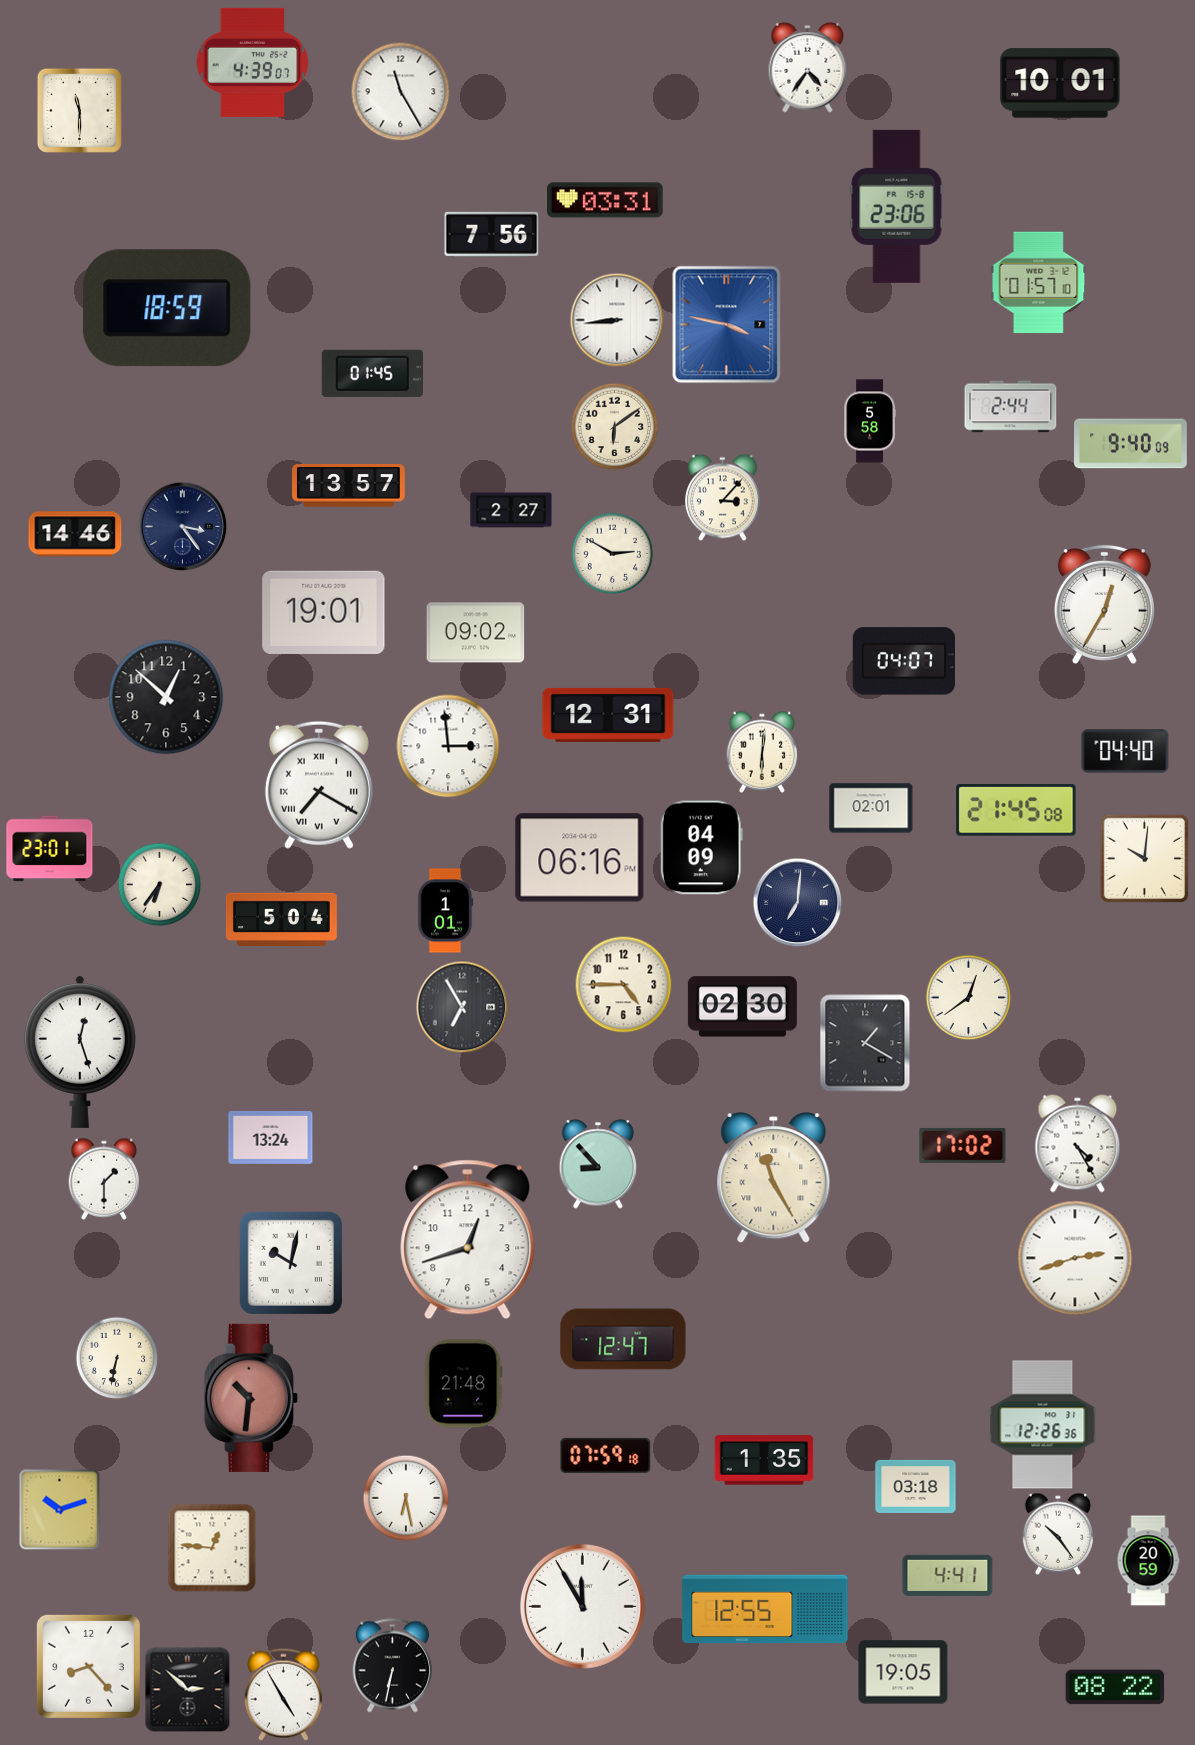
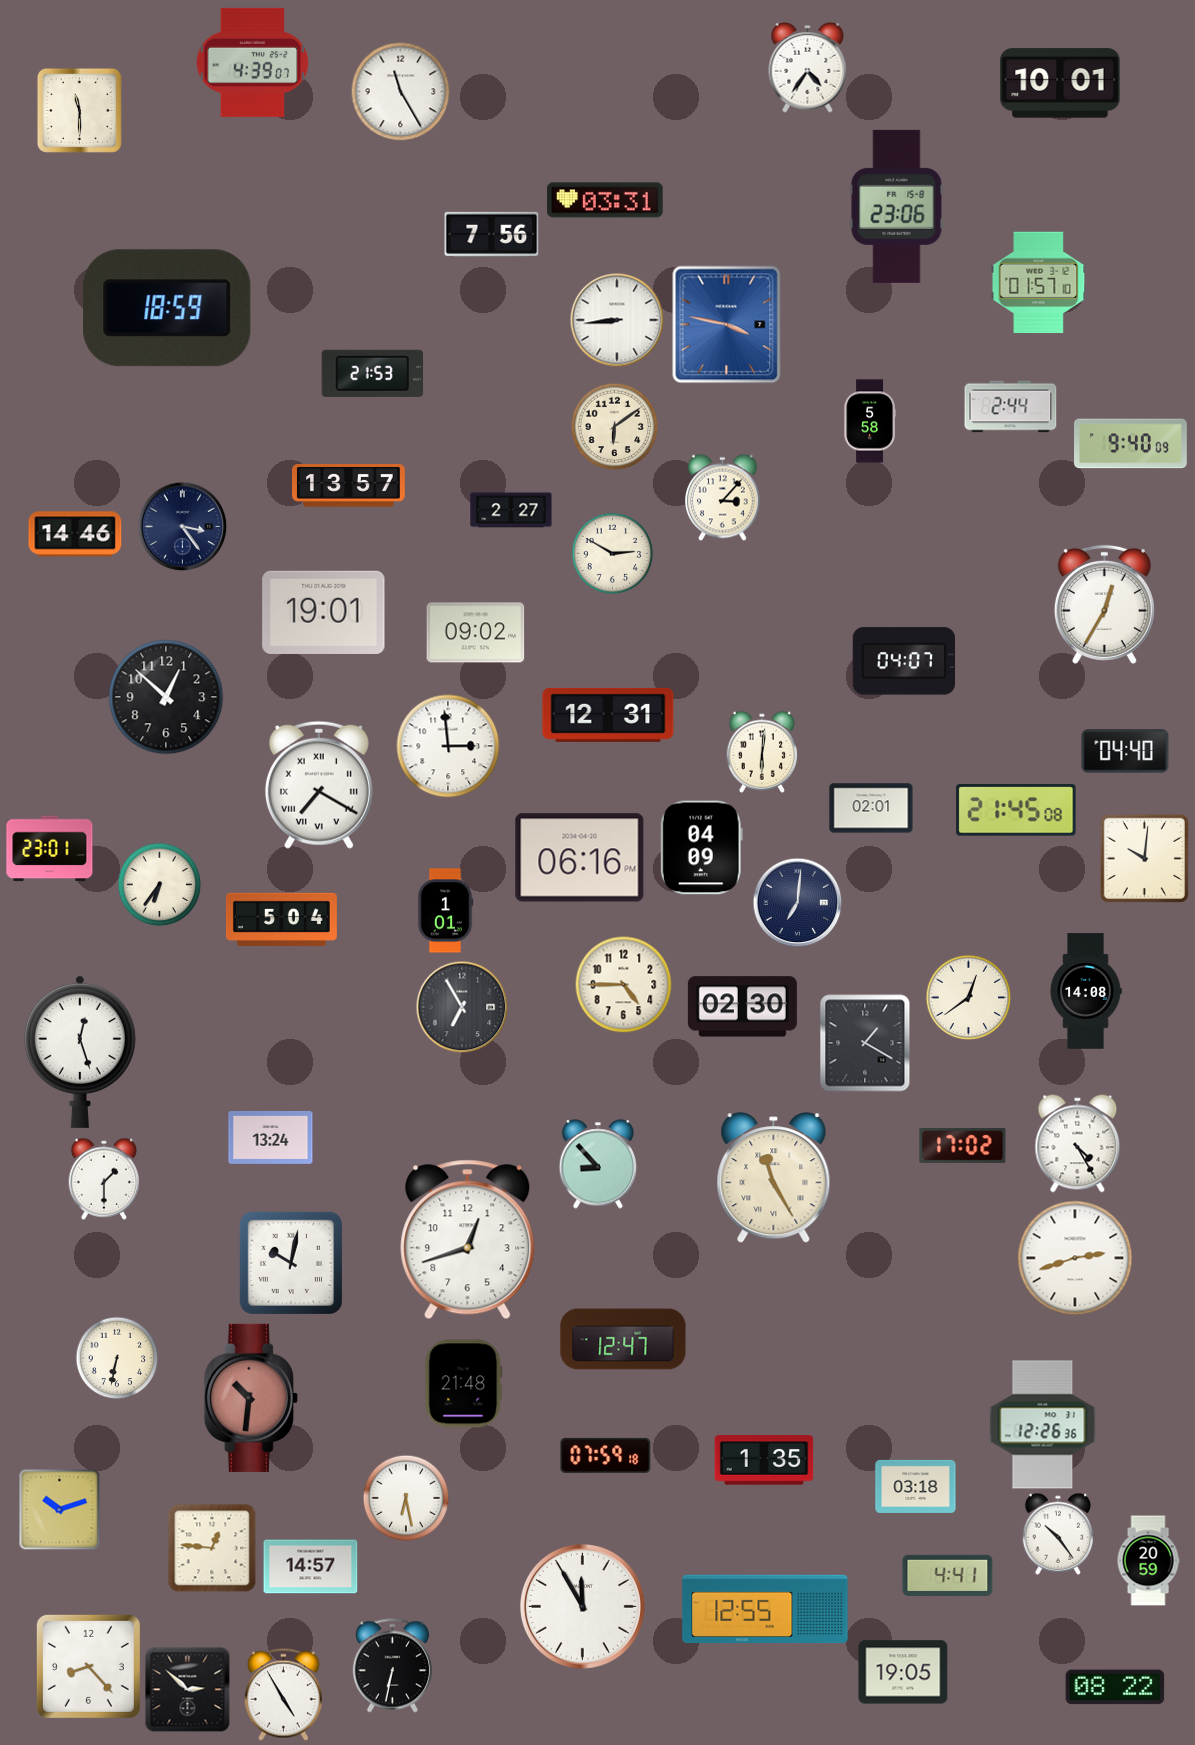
clock at (372, 373): 01:45 -> 21:53
clock at (1086, 991): none -> 14:08
clock at (311, 1567): none -> 14:57
